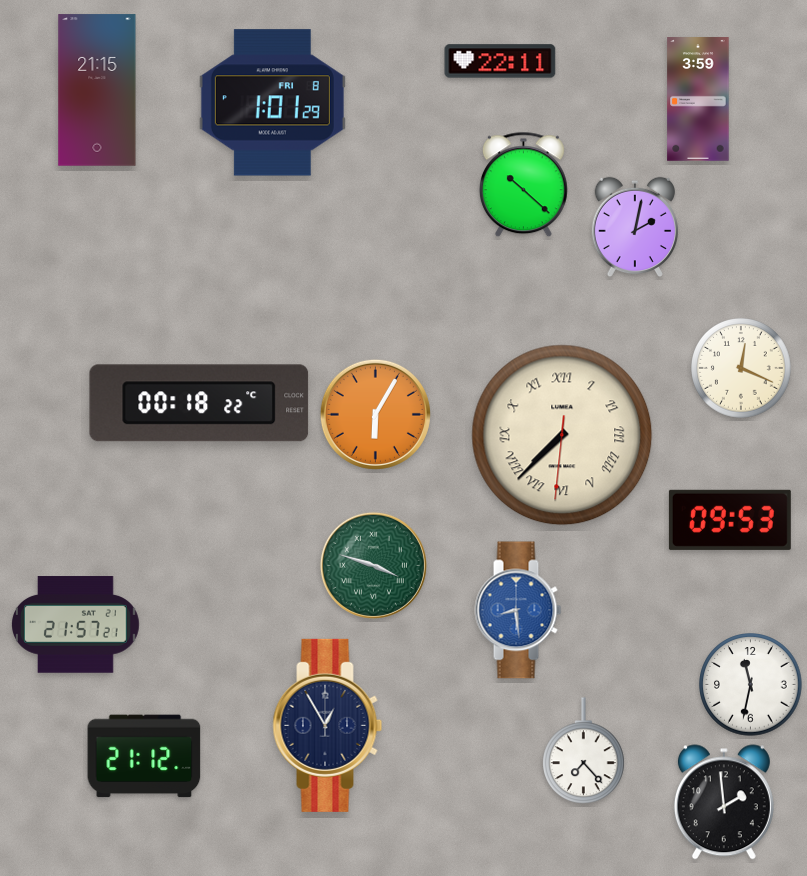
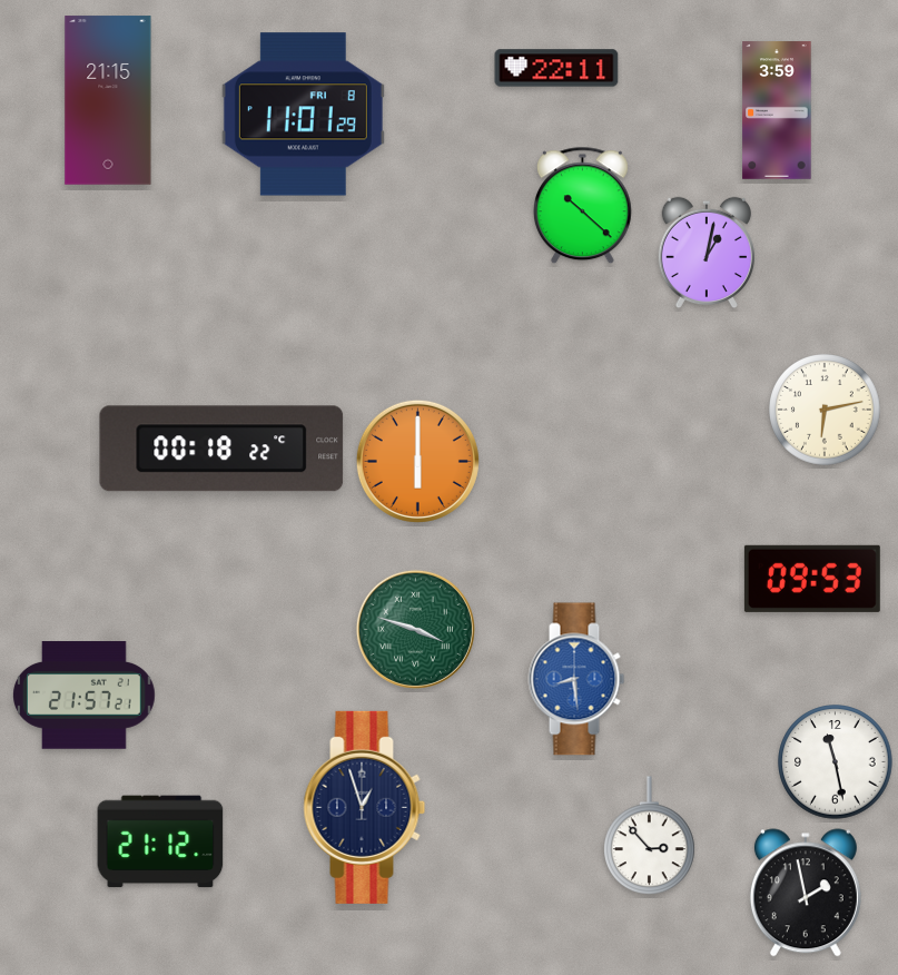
clock at (272, 103): 1:01 -> 11:01
clock at (634, 227): 2:02 -> 1:02
clock at (741, 368): 12:19 -> 6:13
clock at (375, 414): 6:05 -> 6:00
clock at (562, 435): 7:37 -> none
clock at (751, 685): 11:32 -> 11:28
clock at (328, 725): 12:55 -> 12:57
clock at (584, 751): 7:23 -> 2:53
clock at (724, 802): 1:59 -> 1:58
